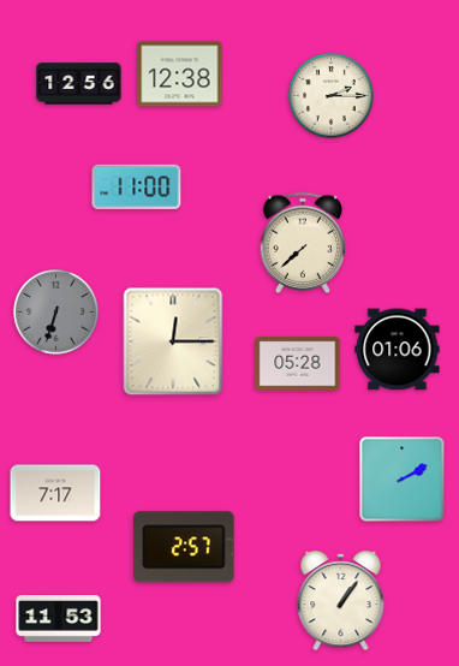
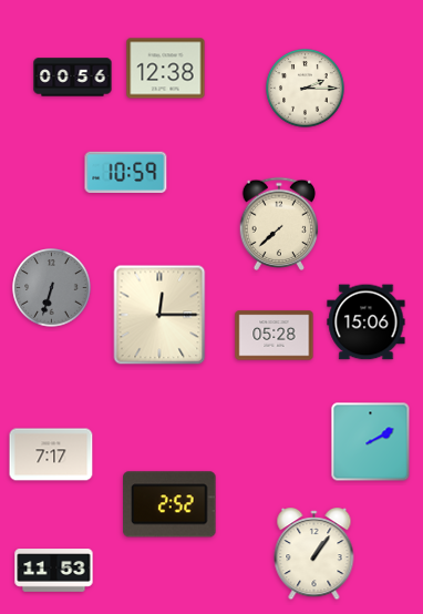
clock at (79, 84): 12:56 -> 00:56
clock at (137, 186): 11:00 -> 10:59
clock at (398, 350): 01:06 -> 15:06
clock at (184, 547): 2:57 -> 2:52
